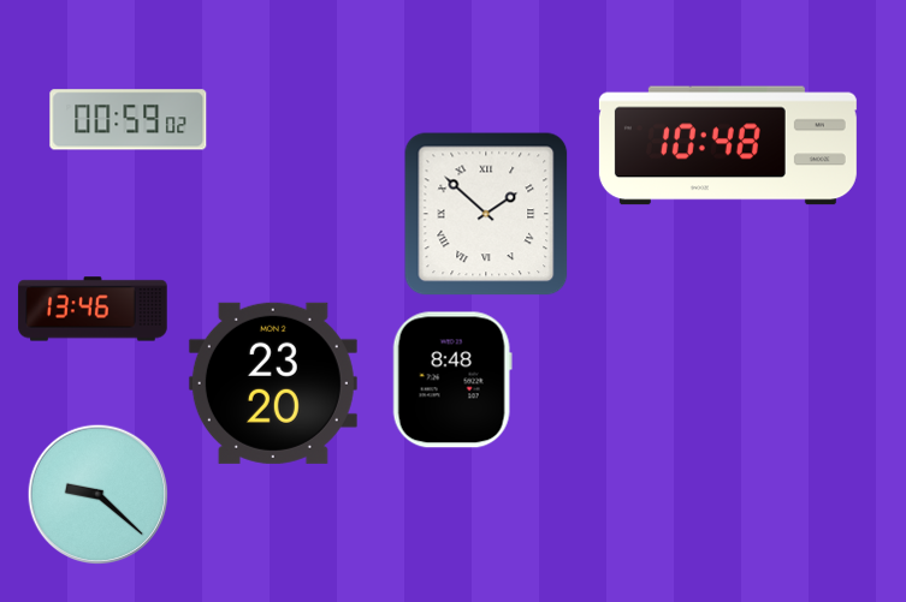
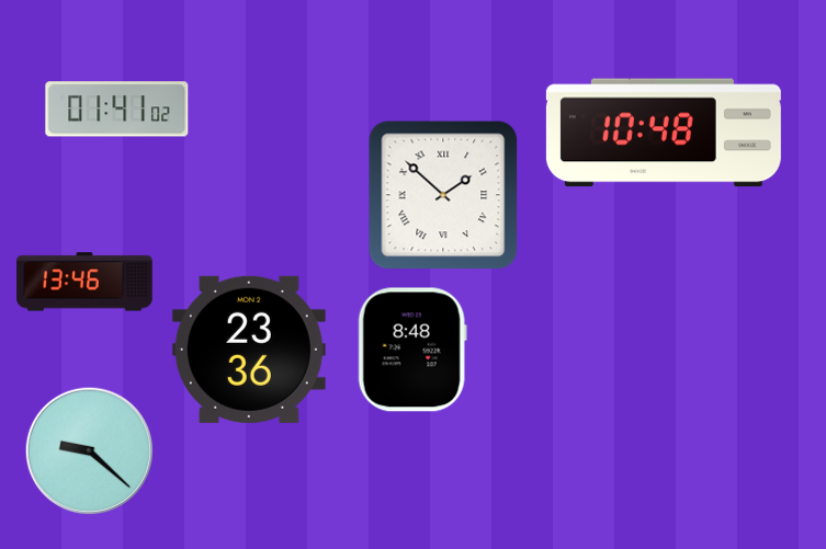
clock at (129, 120): 00:59 -> 01:41
clock at (452, 380) position: (452, 380) -> (412, 350)
clock at (273, 383): 23:20 -> 23:36
